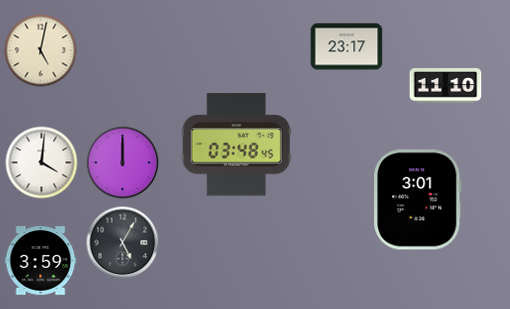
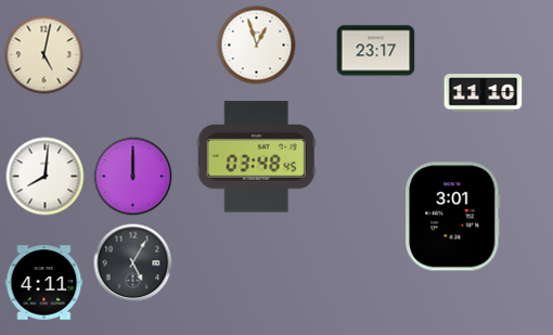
clock at (257, 46): none -> 12:57
clock at (42, 163): 4:01 -> 8:01
clock at (41, 261): 3:59 -> 4:11
